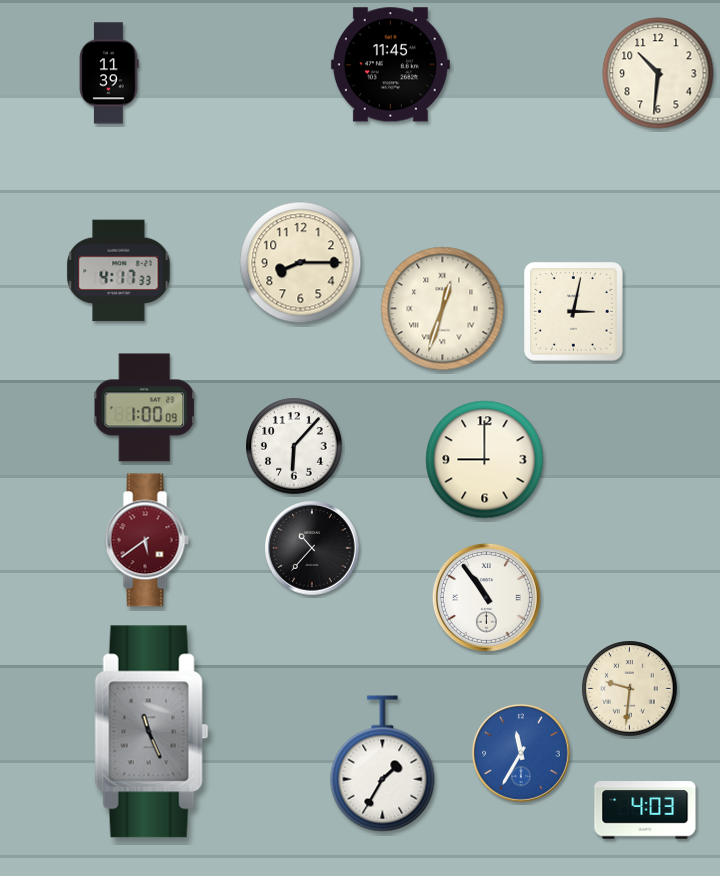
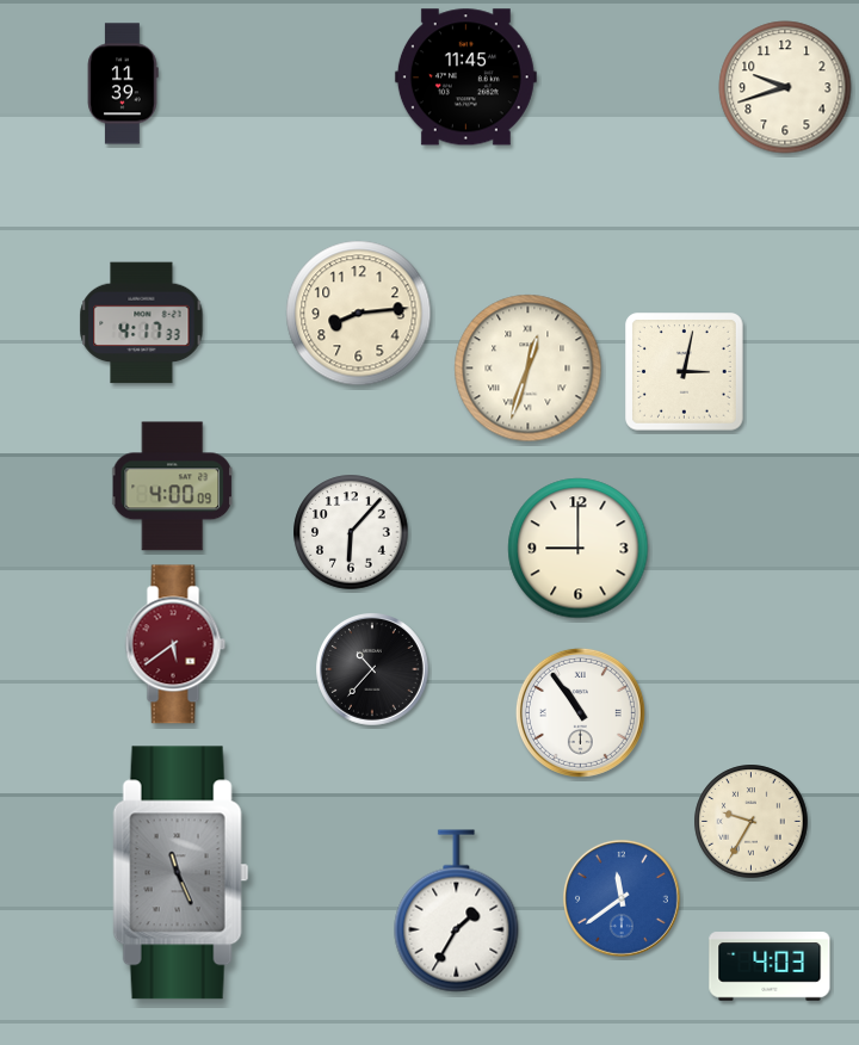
clock at (109, 73) position: (109, 73) -> (123, 84)
clock at (658, 73): 10:31 -> 9:42
clock at (301, 263): 8:15 -> 8:14
clock at (145, 408): 1:00 -> 4:00
clock at (313, 549) position: (313, 549) -> (373, 670)
clock at (630, 689): 9:31 -> 9:35
clock at (521, 753): 11:35 -> 11:39
